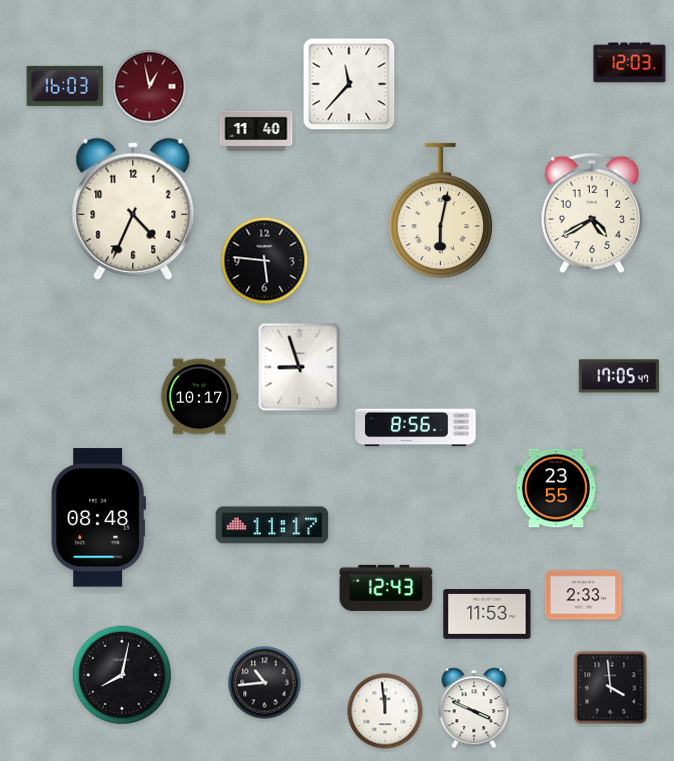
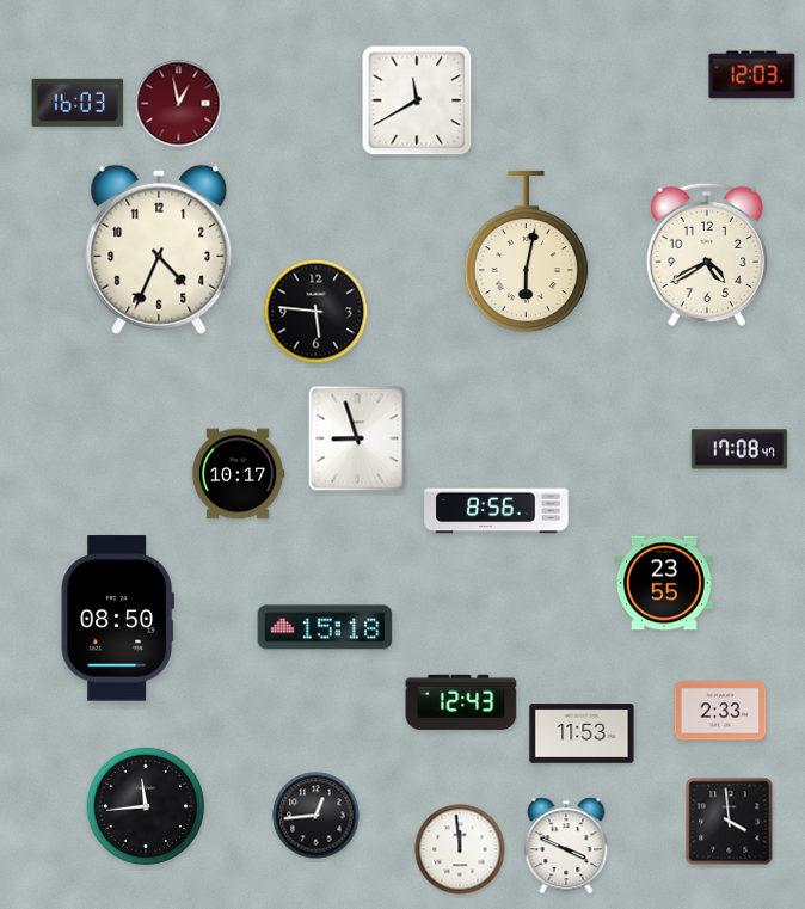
clock at (349, 84): 11:37 -> 11:40
clock at (256, 130): 11:40 -> none
clock at (619, 376): 17:05 -> 17:08
clock at (98, 518): 08:48 -> 08:50
clock at (272, 525): 11:17 -> 15:18
clock at (583, 595) position: (583, 595) -> (720, 711)
clock at (122, 675): 8:02 -> 11:44
clock at (265, 683): 10:44 -> 12:44
